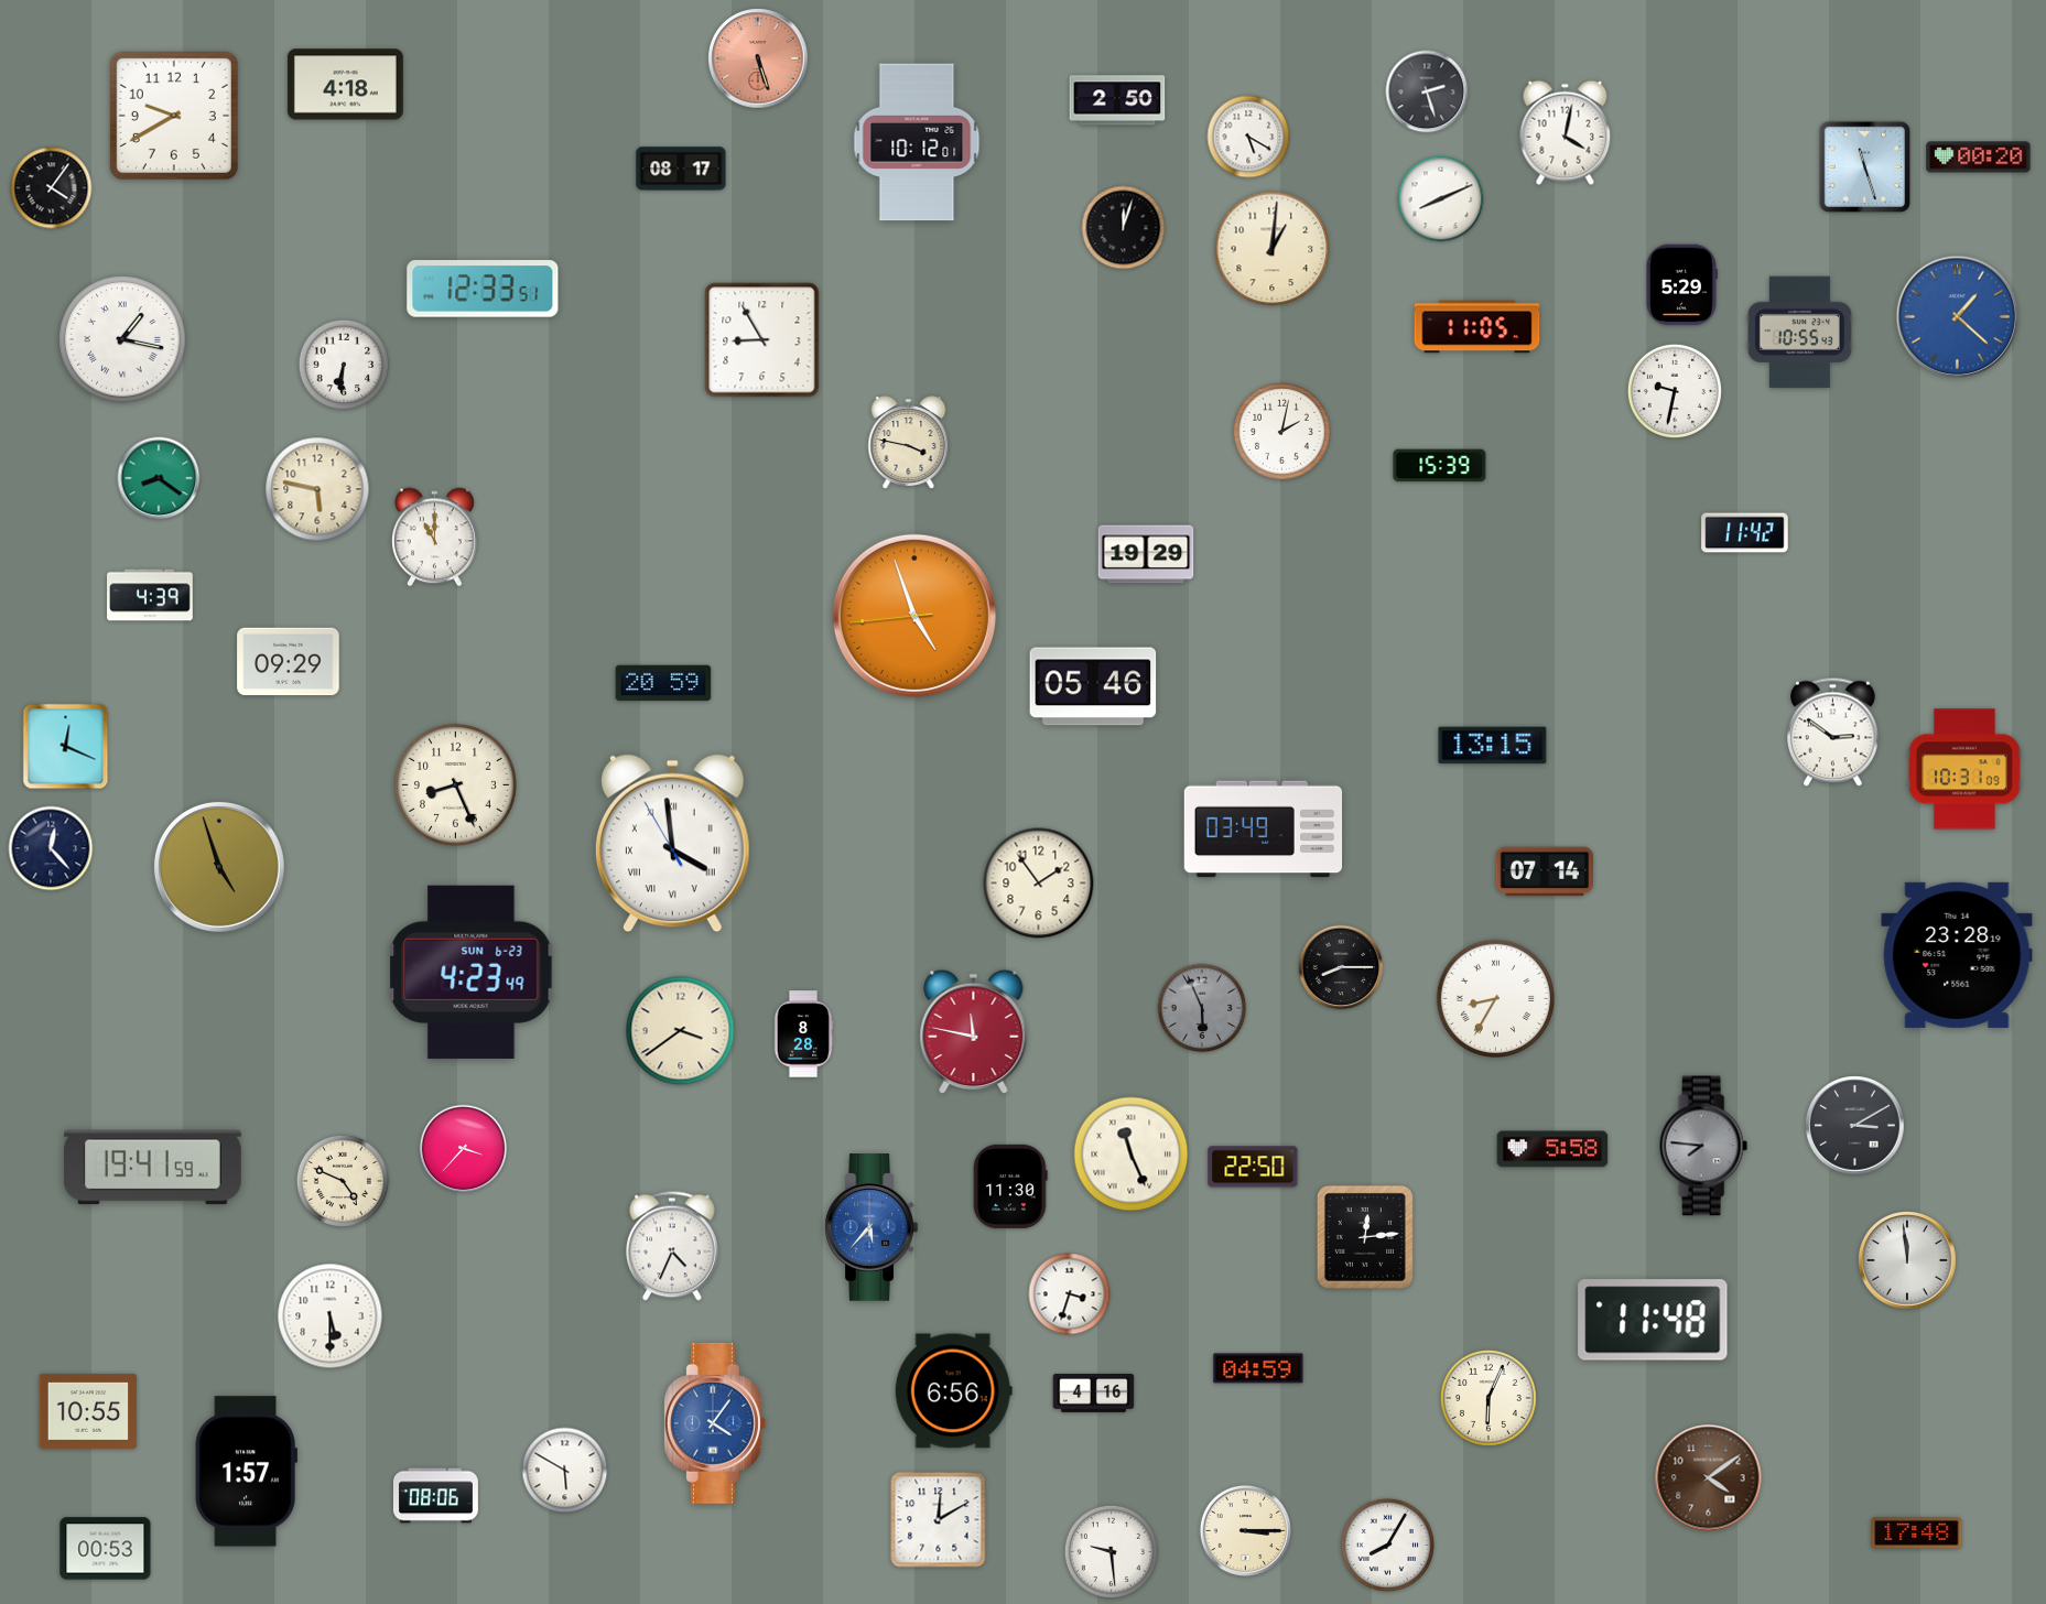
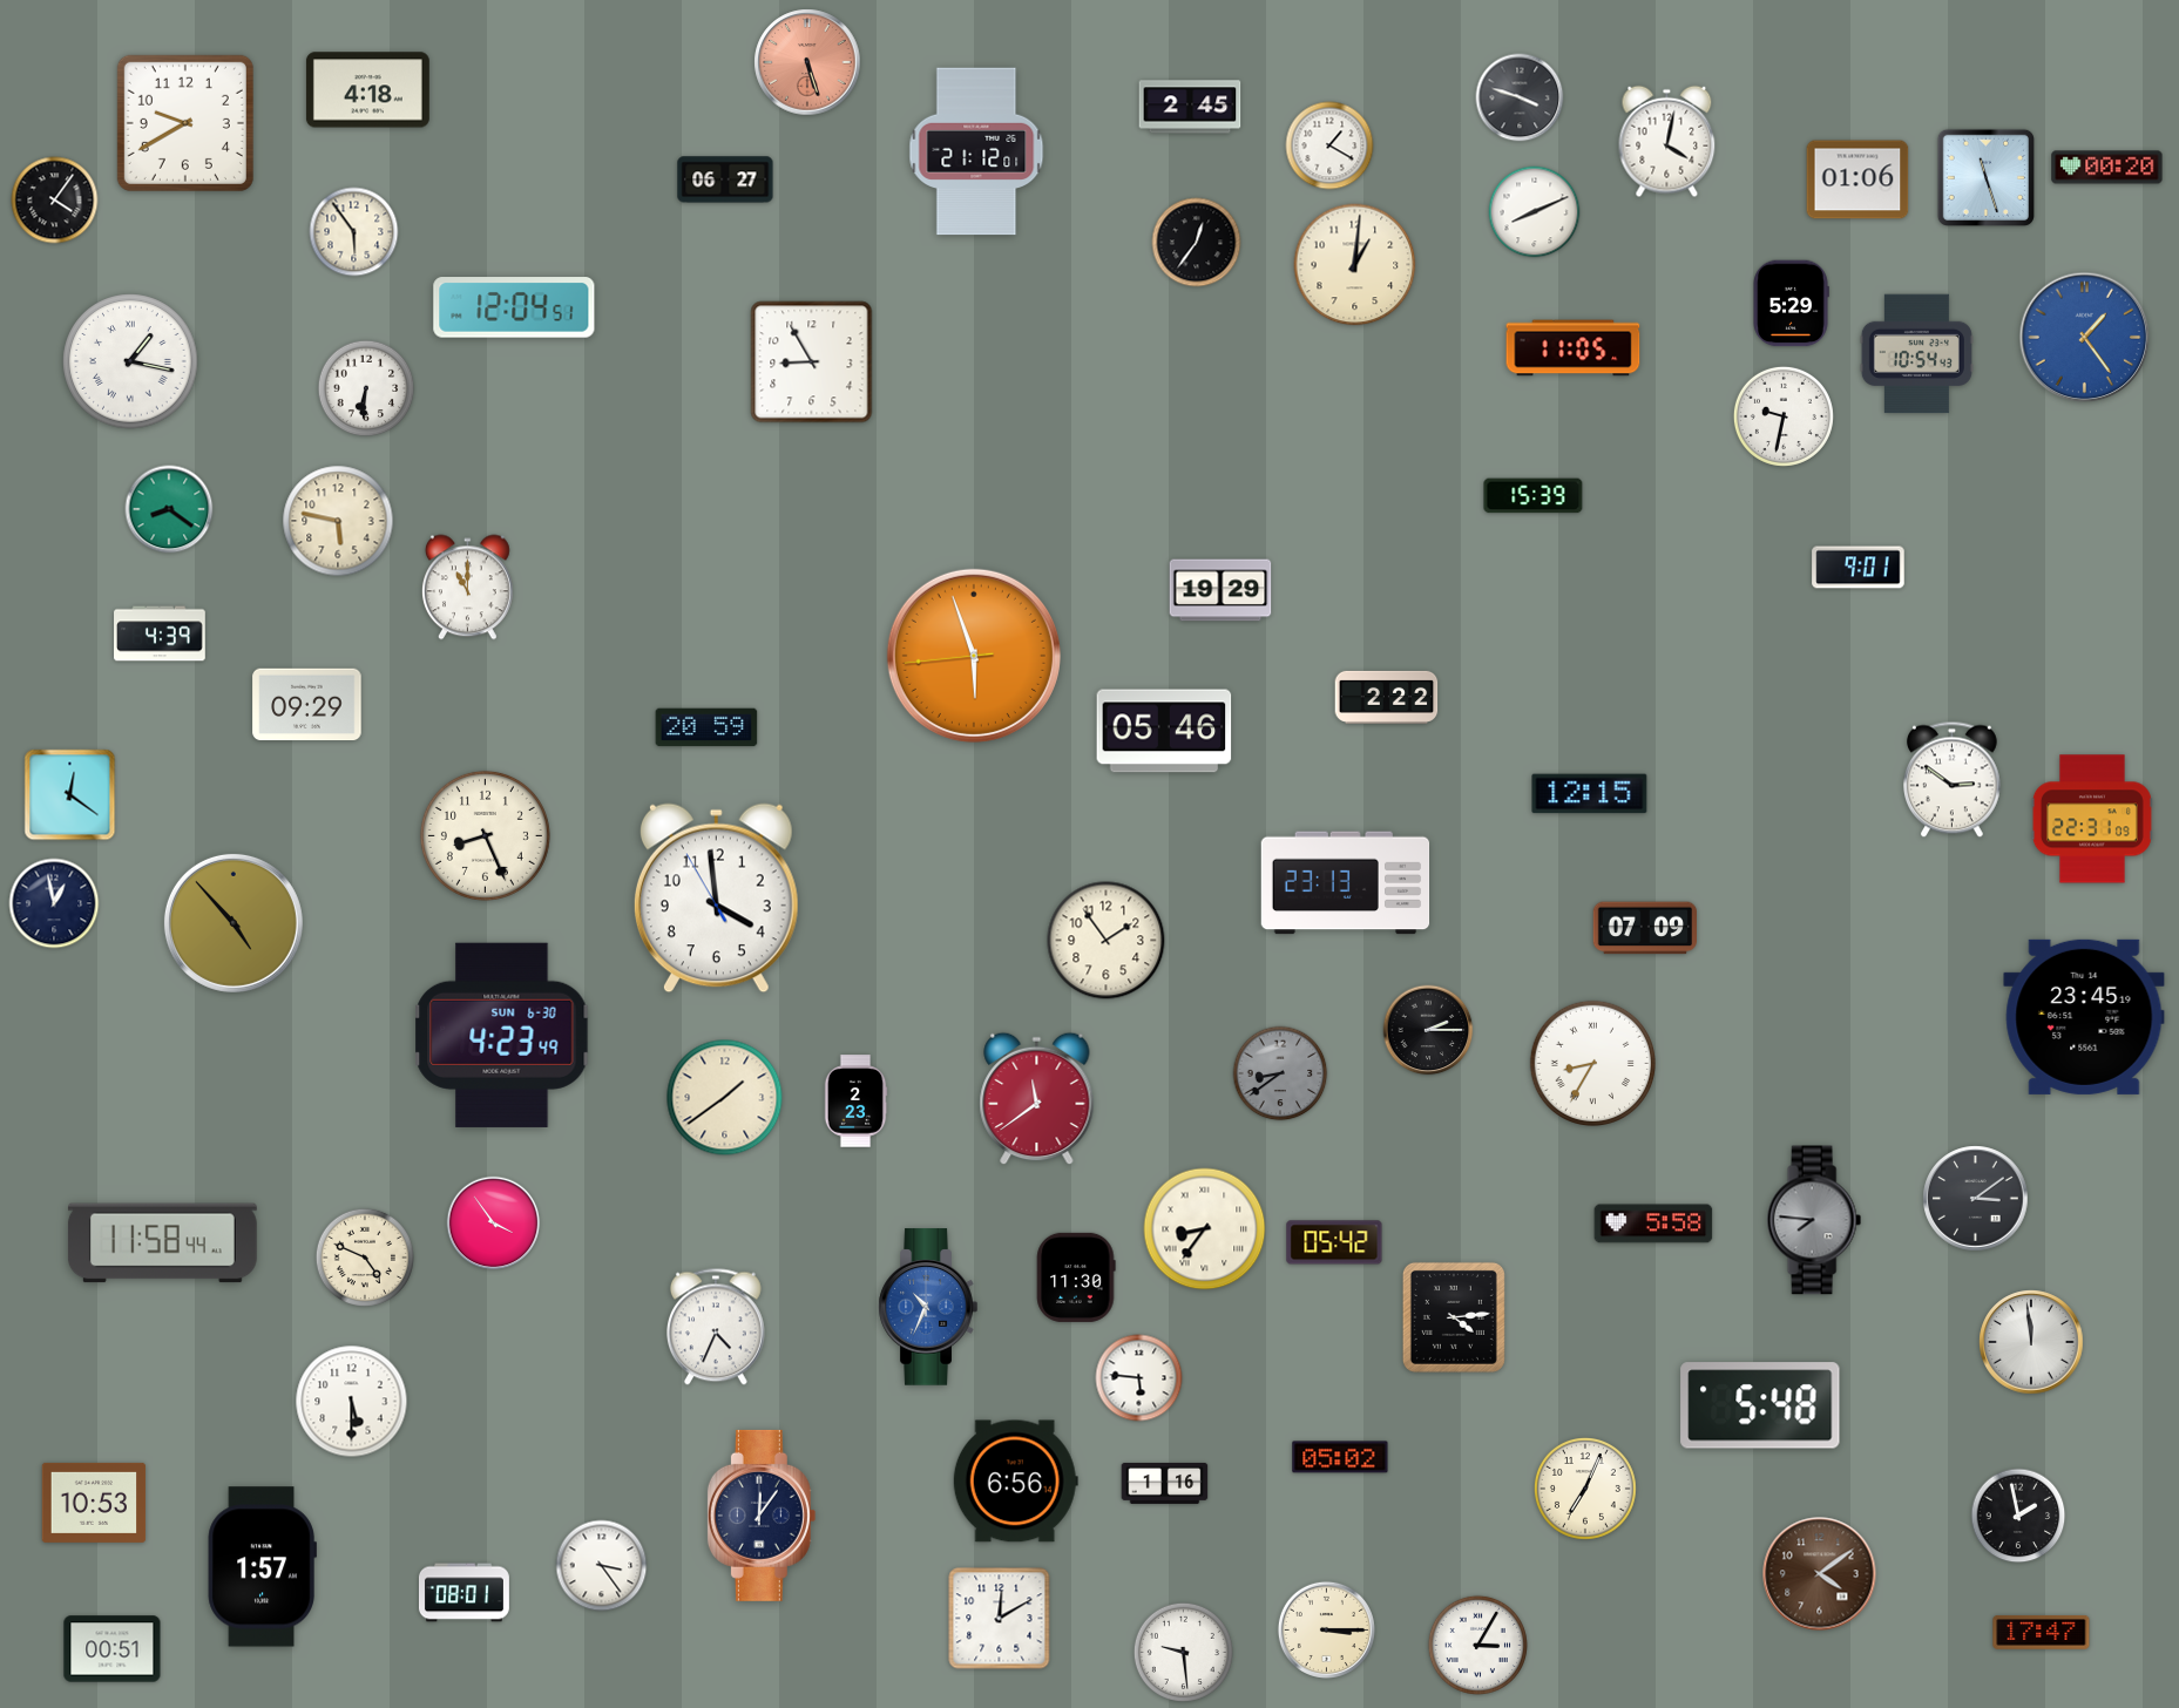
clock at (1427, 91): 2:27 -> 3:48
clock at (1117, 100): 2:50 -> 2:45
clock at (1248, 137): 5:20 -> 1:20
clock at (917, 142): 10:12 -> 21:12
clock at (681, 169): 08:17 -> 06:27
clock at (1857, 179): none -> 01:06
clock at (354, 232): none -> 5:54
clock at (1124, 228): 12:03 -> 12:36
clock at (483, 289): 12:33 -> 12:04
clock at (1958, 317): 1:22 -> 1:24
clock at (1799, 333): 10:55 -> 10:54
clock at (1282, 432): 2:02 -> none
clock at (909, 442): 3:47 -> none
clock at (1745, 533): 11:42 -> 9:01
clock at (435, 538) position: (435, 538) -> (468, 588)
clock at (914, 616): 4:56 -> 5:56
clock at (1387, 697): none -> 2:22
clock at (1493, 746): 13:15 -> 12:15
clock at (66, 747): 12:19 -> 12:21
clock at (1964, 769): 10:31 -> 22:31
clock at (1264, 830): 03:49 -> 23:13
clock at (672, 844) numerals: Roman -> Arabic
clock at (51, 848): 12:23 -> 12:58
clock at (219, 867): 4:57 -> 4:53
clock at (1545, 871): 07:14 -> 07:09
clock at (1957, 955): 23:28 -> 23:45
clock at (1341, 967): 8:15 -> 2:15
clock at (472, 972) date: SUN 6-23 -> SUN 6-30
clock at (1202, 1008): 5:56 -> 8:39
clock at (681, 1031): 3:39 -> 1:39
clock at (974, 1032): 11:47 -> 11:39
clock at (803, 1034): 8:28 -> 2:23
clock at (1855, 1126): 3:10 -> 3:09
clock at (464, 1149): 3:37 -> 3:54
clock at (1132, 1155): 11:26 -> 8:36
clock at (1253, 1167): 22:50 -> 05:42
clock at (152, 1168): 19:41 -> 11:58
clock at (1010, 1186) position: (1010, 1186) -> (1076, 1277)
clock at (872, 1227): 5:37 -> 10:34
clock at (1365, 1237): 12:14 -> 4:14
clock at (1070, 1294): 3:33 -> 5:46
clock at (1653, 1320): 11:48 -> 5:48
clock at (1258, 1368): 04:59 -> 05:02
clock at (1094, 1392): 4:16 -> 1:16
clock at (1489, 1398): 6:04 -> 7:04
clock at (88, 1411): 10:55 -> 10:53
clock at (715, 1423): 4:06 -> 12:06
clock at (715, 1423) dial: blue -> navy
clock at (2018, 1516): none -> 1:58
clock at (565, 1471): 5:50 -> 3:24
clock at (435, 1496): 08:06 -> 08:01
clock at (1917, 1533): 17:48 -> 17:47
clock at (1387, 1545): 8:05 -> 3:05
clock at (106, 1549): 00:53 -> 00:51
